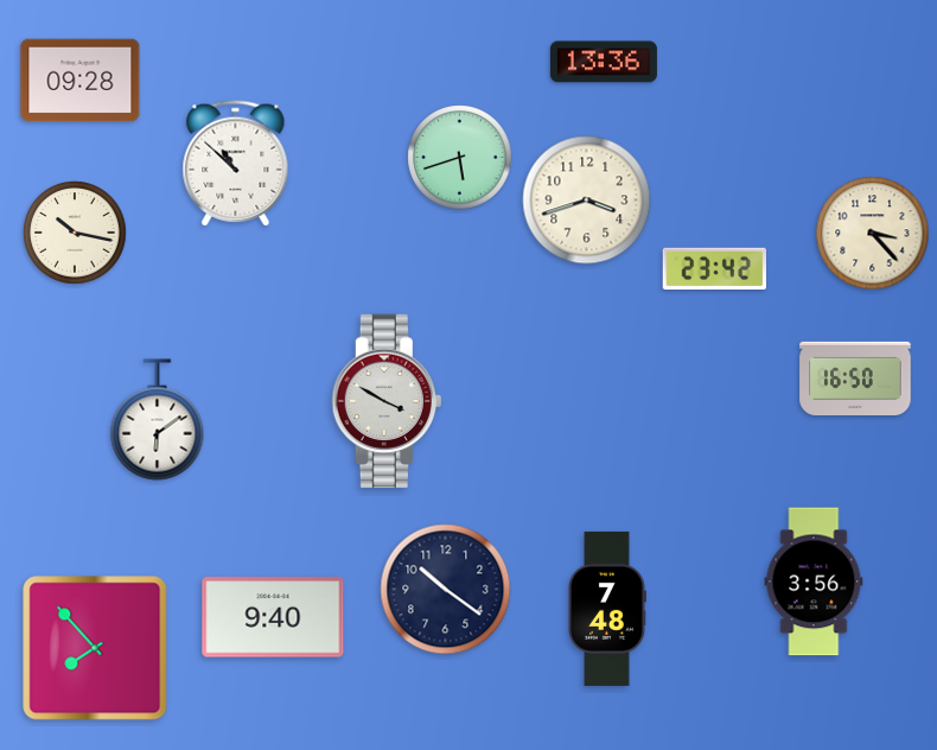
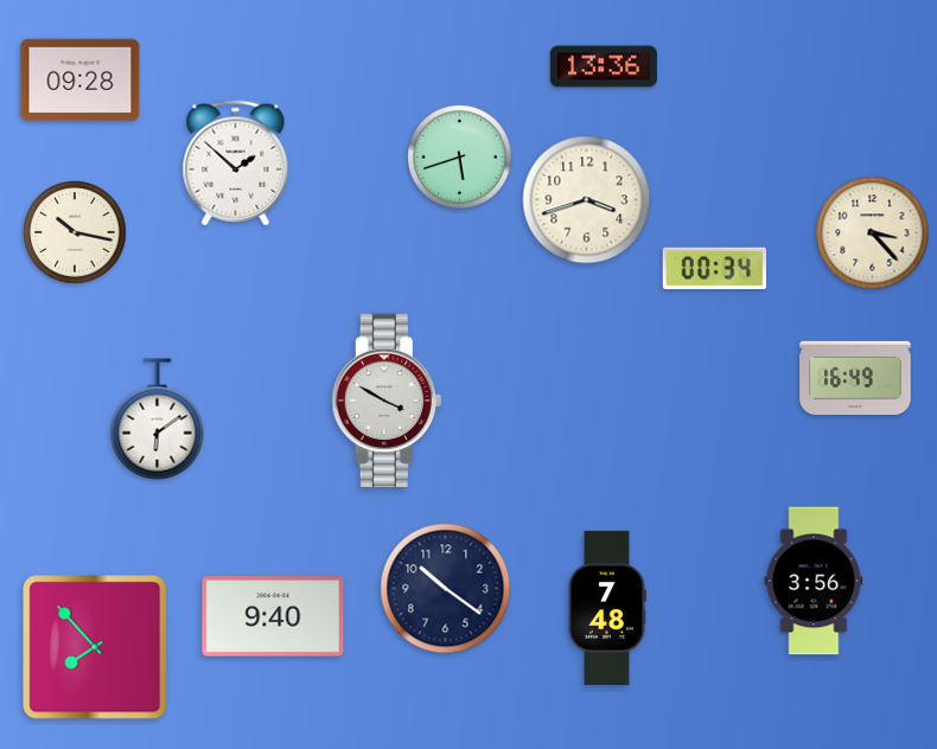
clock at (604, 62) position: (604, 62) -> (604, 66)
clock at (236, 164): 10:52 -> 1:52
clock at (714, 269): 23:42 -> 00:34
clock at (855, 377): 16:50 -> 16:49
